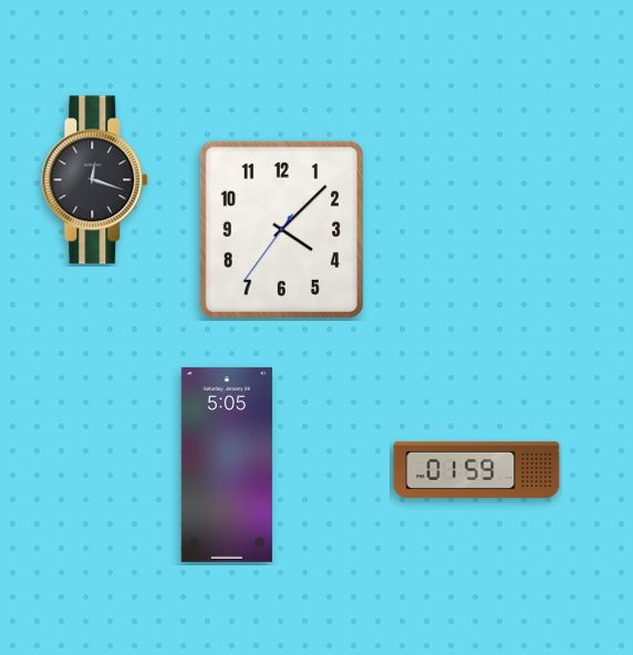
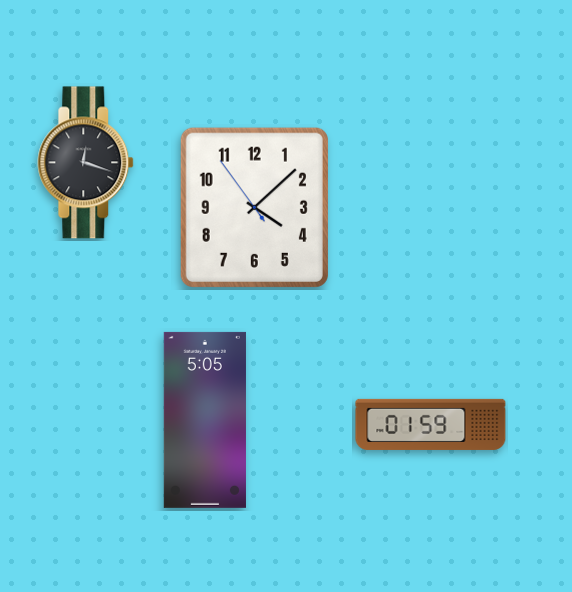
clock at (281, 229): 4:07:36 -> 4:07:54
